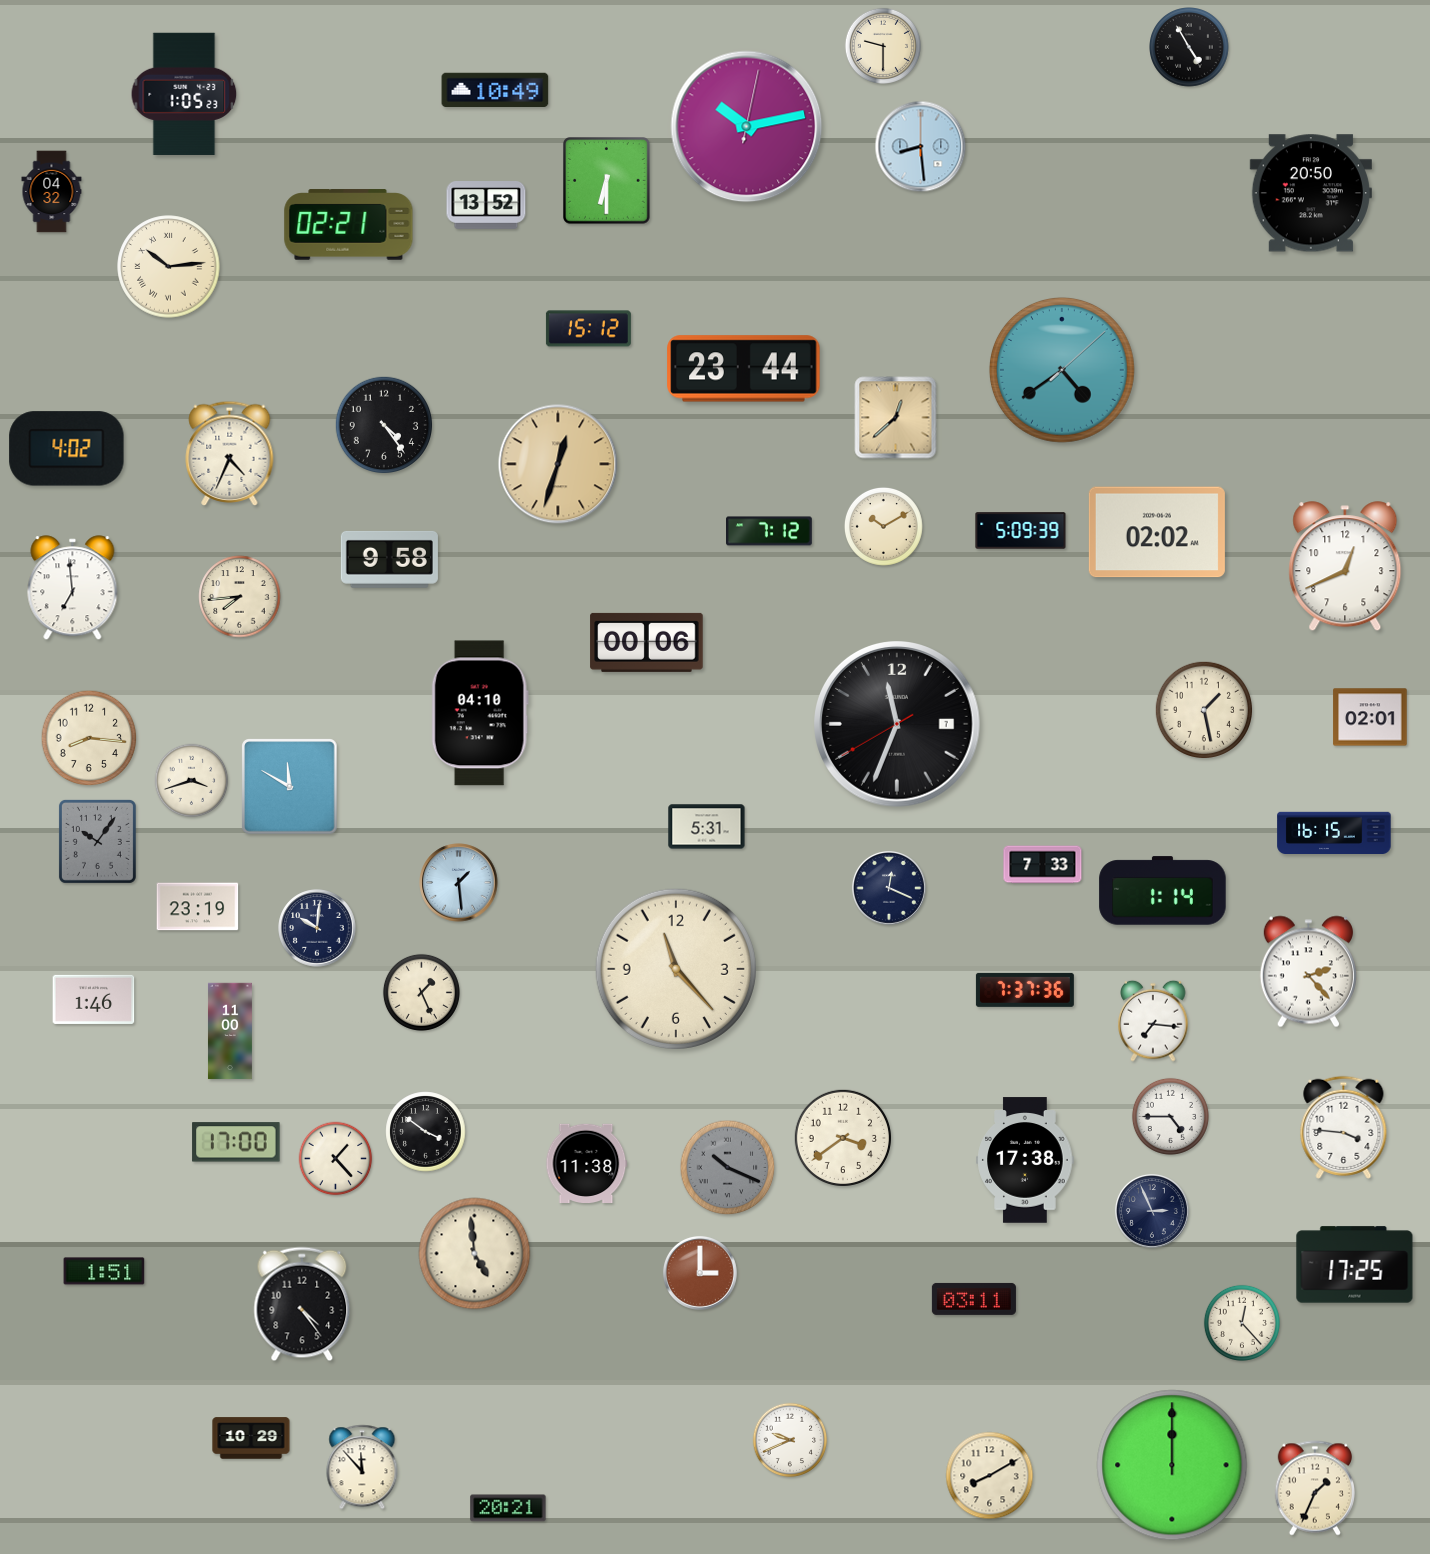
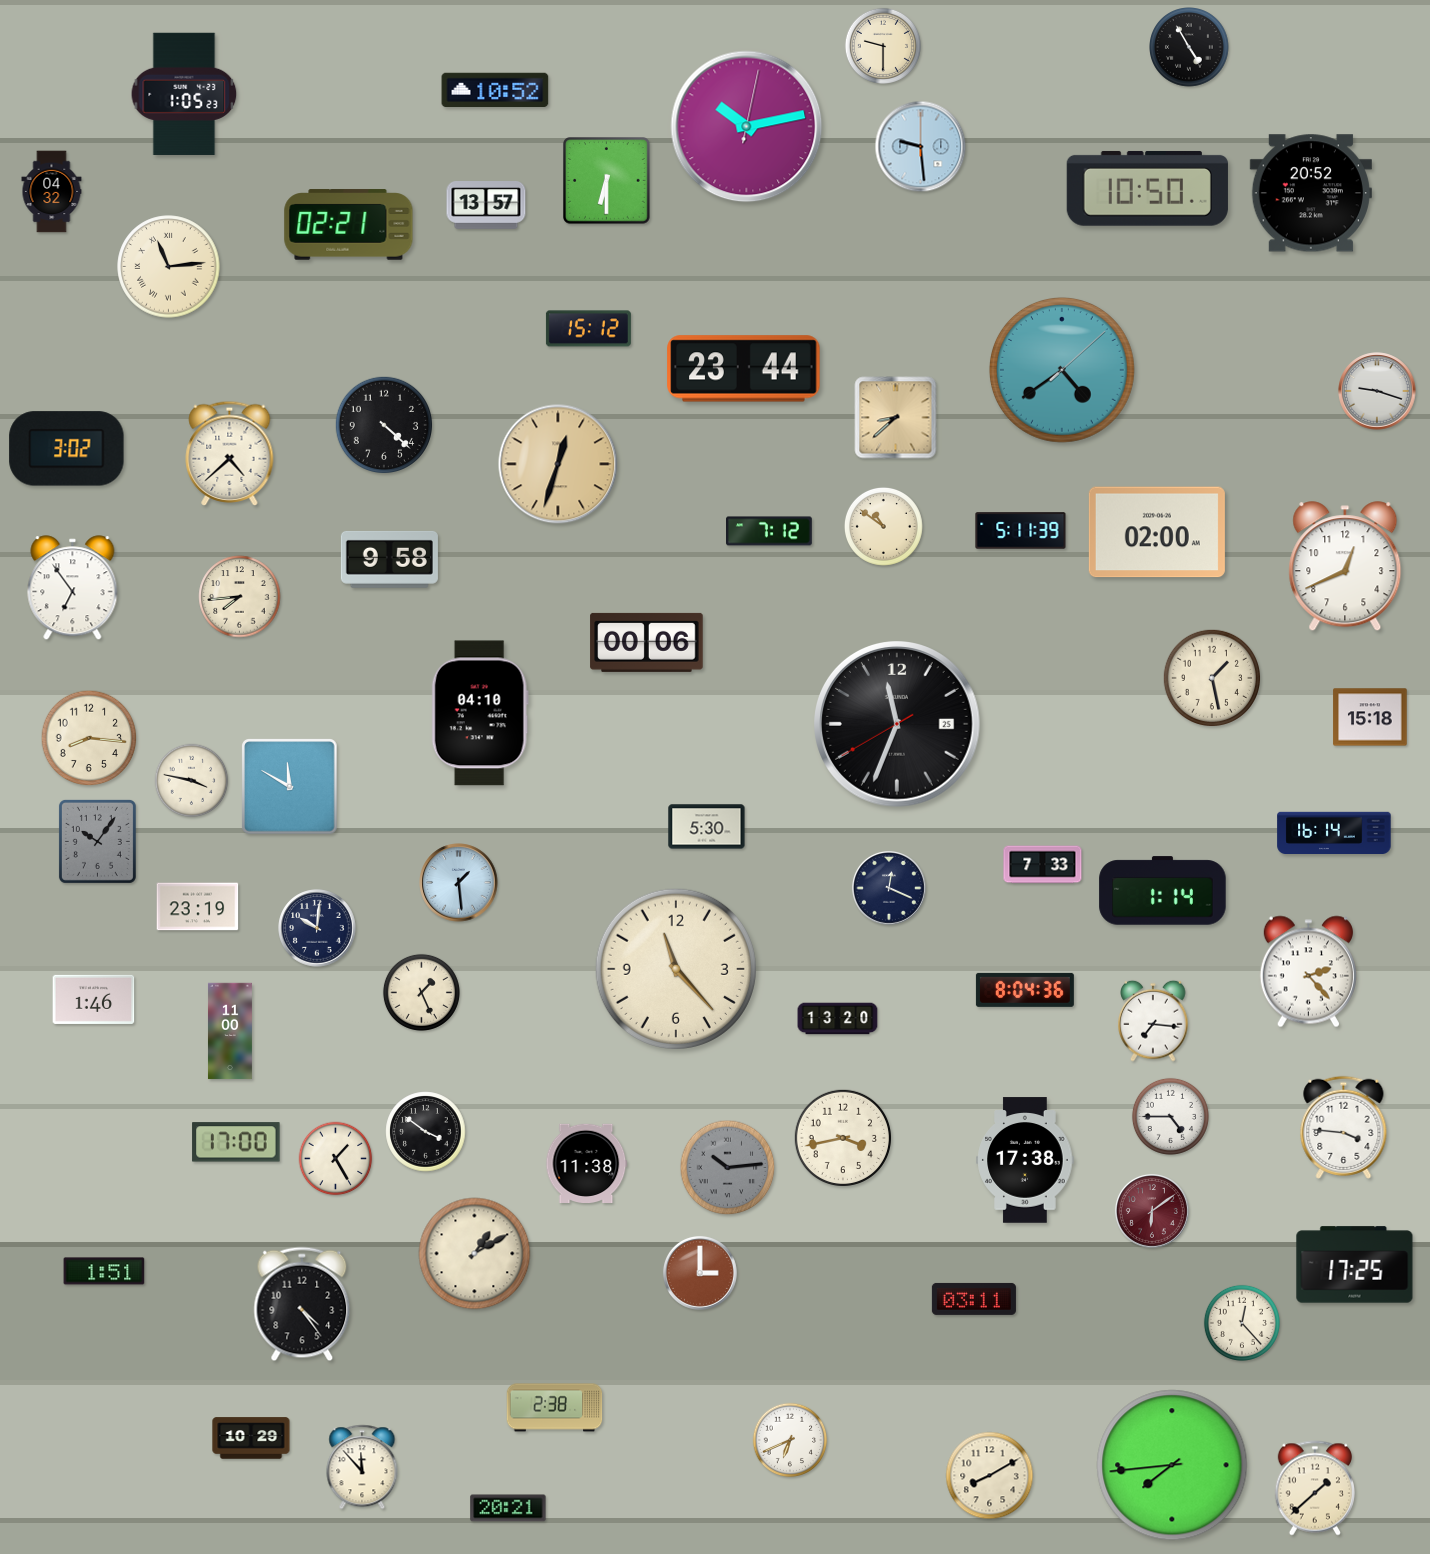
clock at (495, 89): 10:49 -> 10:52
clock at (921, 147): 8:29 -> 9:29
clock at (1147, 188): none -> 10:50
clock at (1311, 193): 20:50 -> 20:52
clock at (486, 205): 13:52 -> 13:57
clock at (169, 267): 10:14 -> 11:14
clock at (1377, 391): none -> 9:18
clock at (896, 418): 12:38 -> 8:38
clock at (383, 424): 4:24 -> 4:22
clock at (67, 449): 4:02 -> 3:02
clock at (230, 453): 4:34 -> 4:38
clock at (884, 527): 10:10 -> 10:51
clock at (1021, 531): 5:09 -> 5:11
clock at (1157, 532): 02:02 -> 02:00
clock at (73, 588): 6:59 -> 6:54
clock at (1203, 709) position: (1203, 709) -> (1211, 677)
clock at (1370, 717): 02:01 -> 15:18
clock at (897, 724) date: 7 -> 25
clock at (192, 781): 3:42 -> 3:47
clock at (707, 827): 5:31 -> 5:30
clock at (1334, 833): 16:15 -> 16:14
clock at (1025, 990): 7:37 -> 8:04
clock at (838, 1019): none -> 13:20
clock at (842, 1137): 3:39 -> 3:43
clock at (336, 1159): 1:23 -> 1:25
clock at (728, 1168): 10:19 -> 10:14
clock at (1152, 1211): 2:56 -> 6:09
clock at (1152, 1211) dial: navy -> burgundy
clock at (475, 1254): 4:59 -> 1:10
clock at (555, 1408): none -> 2:38
clock at (790, 1440): 9:41 -> 6:41
clock at (1172, 1465): 12:00 -> 7:44
clock at (1314, 1488): 1:34 -> 1:38
